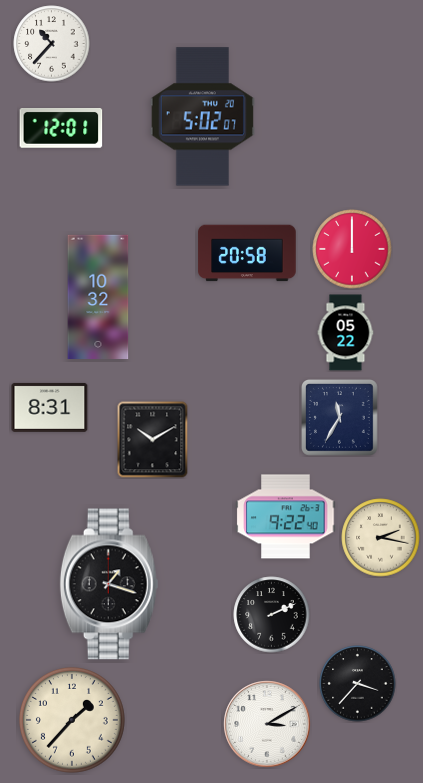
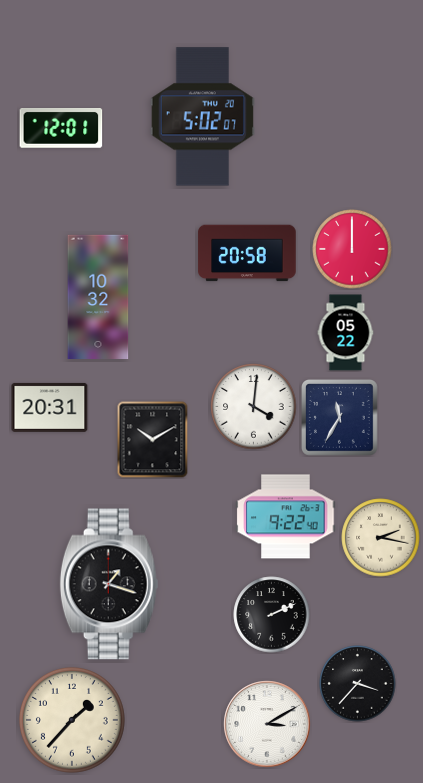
clock at (52, 44): 10:37 -> none
clock at (50, 407): 8:31 -> 20:31
clock at (254, 407): none -> 4:01
